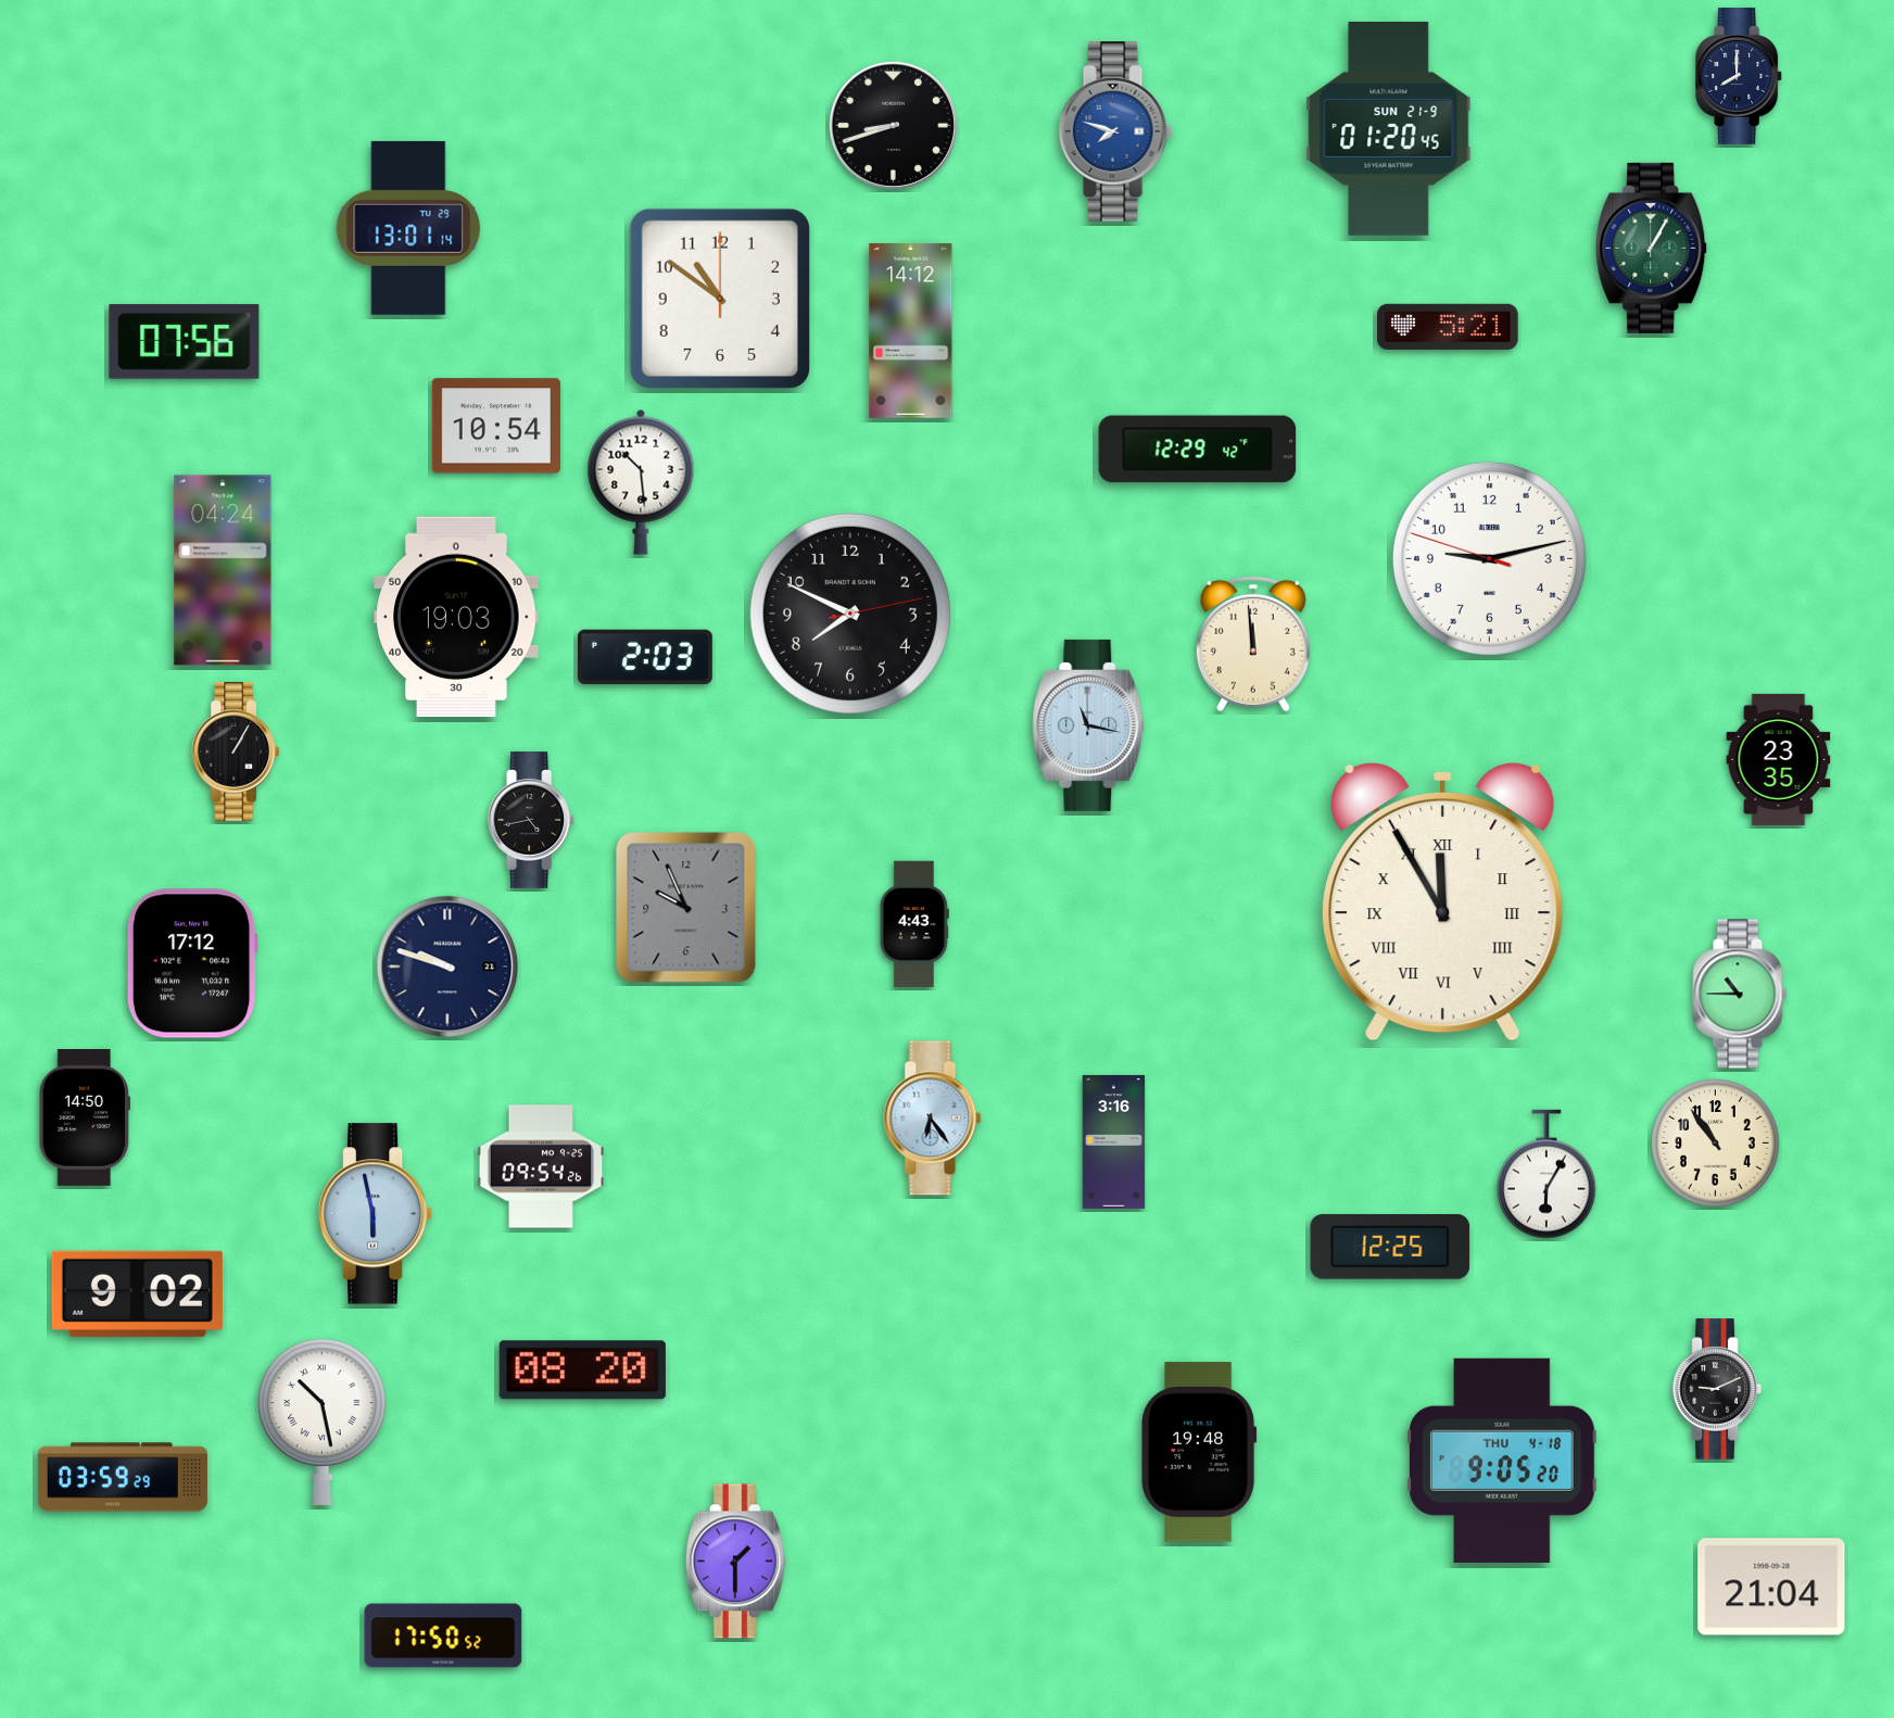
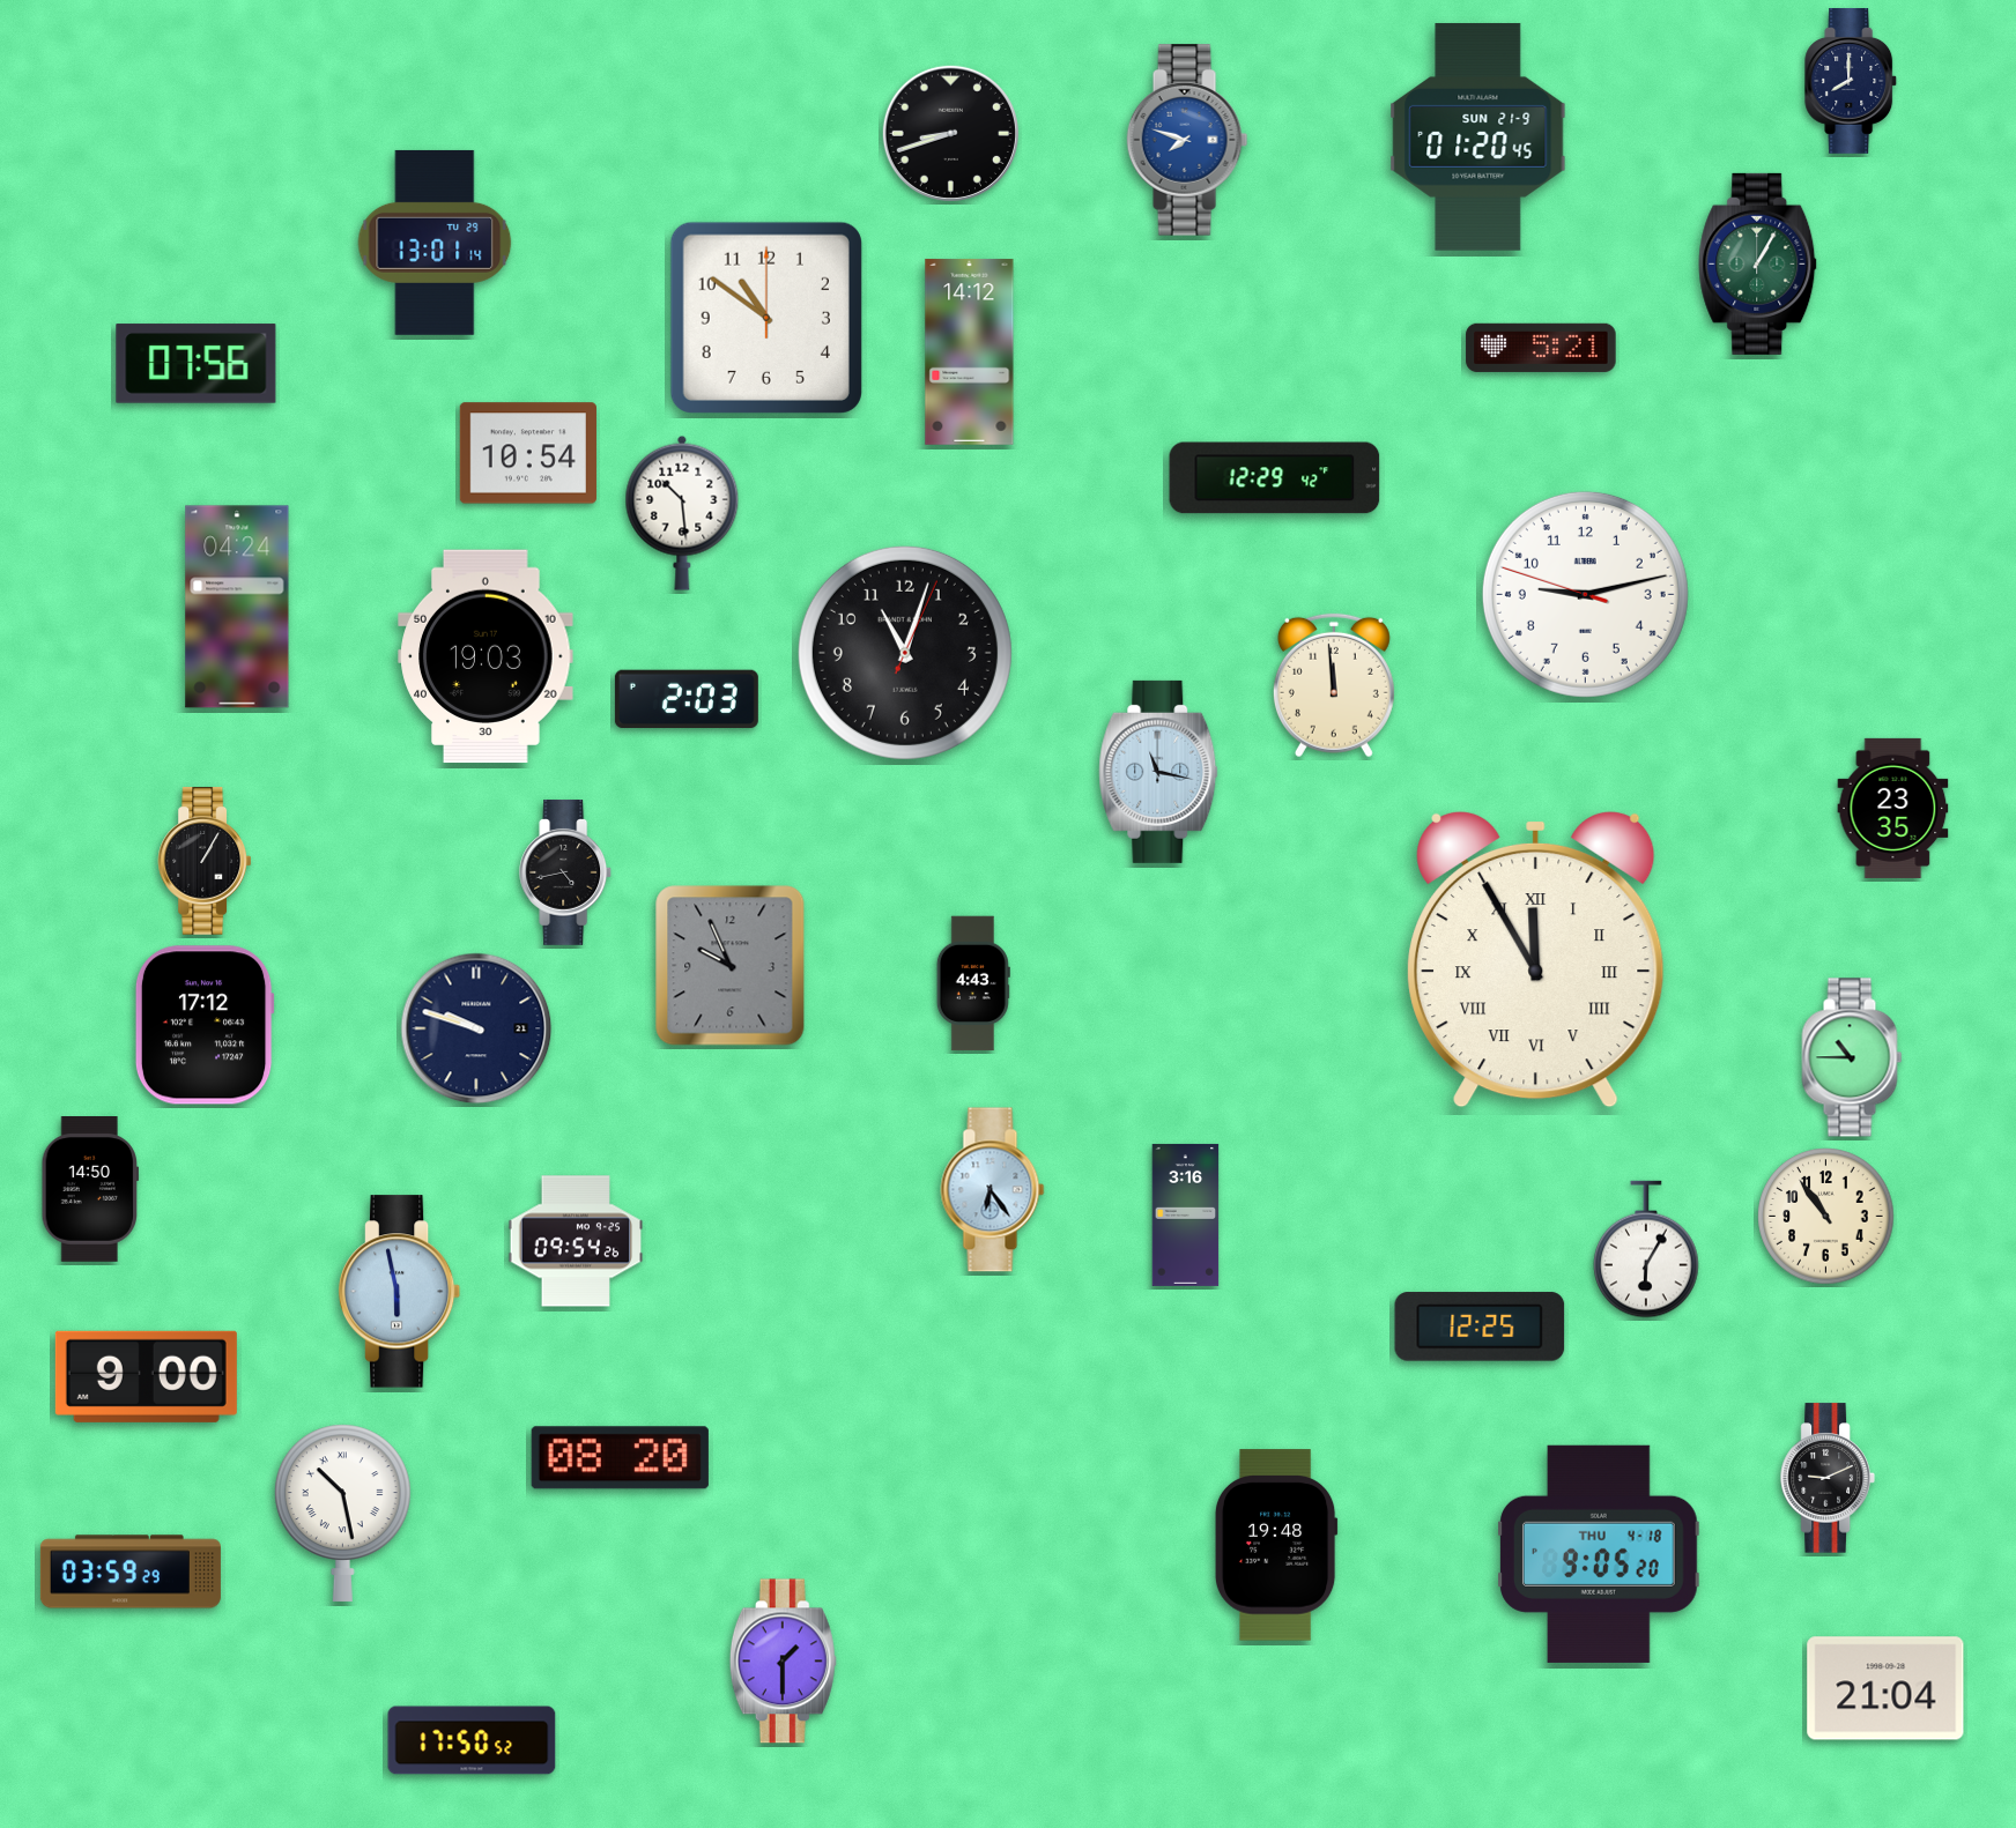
clock at (850, 614): 7:49 -> 11:03
clock at (236, 751) position: (236, 751) -> (205, 861)
clock at (137, 1293): 9:02 -> 9:00
